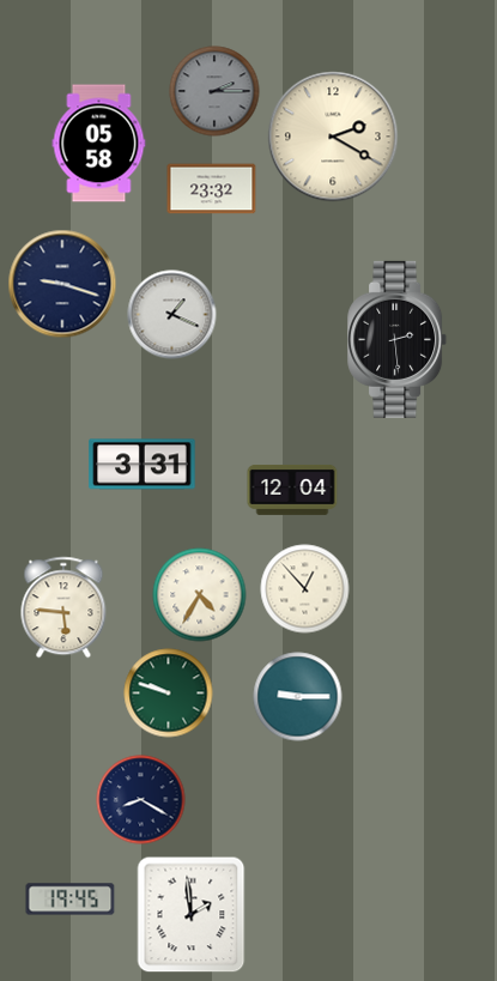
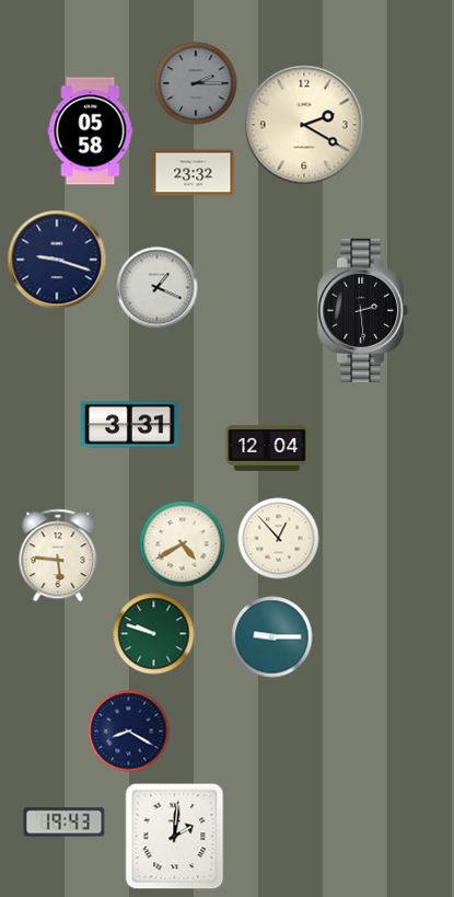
clock at (200, 595): 4:35 -> 4:40
clock at (71, 900): 19:45 -> 19:43
clock at (192, 915): 1:59 -> 2:01
